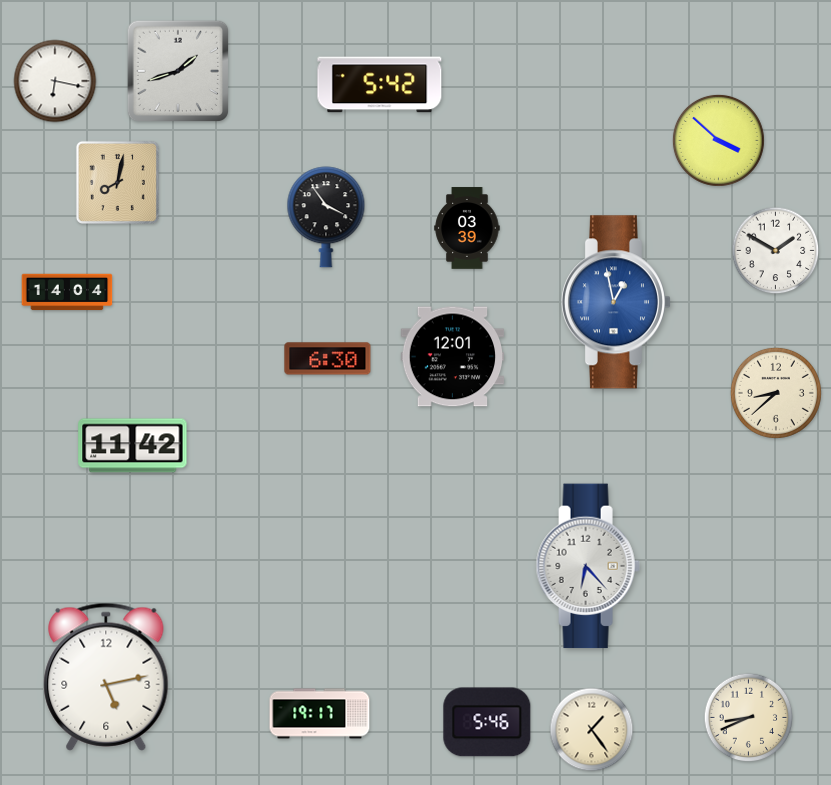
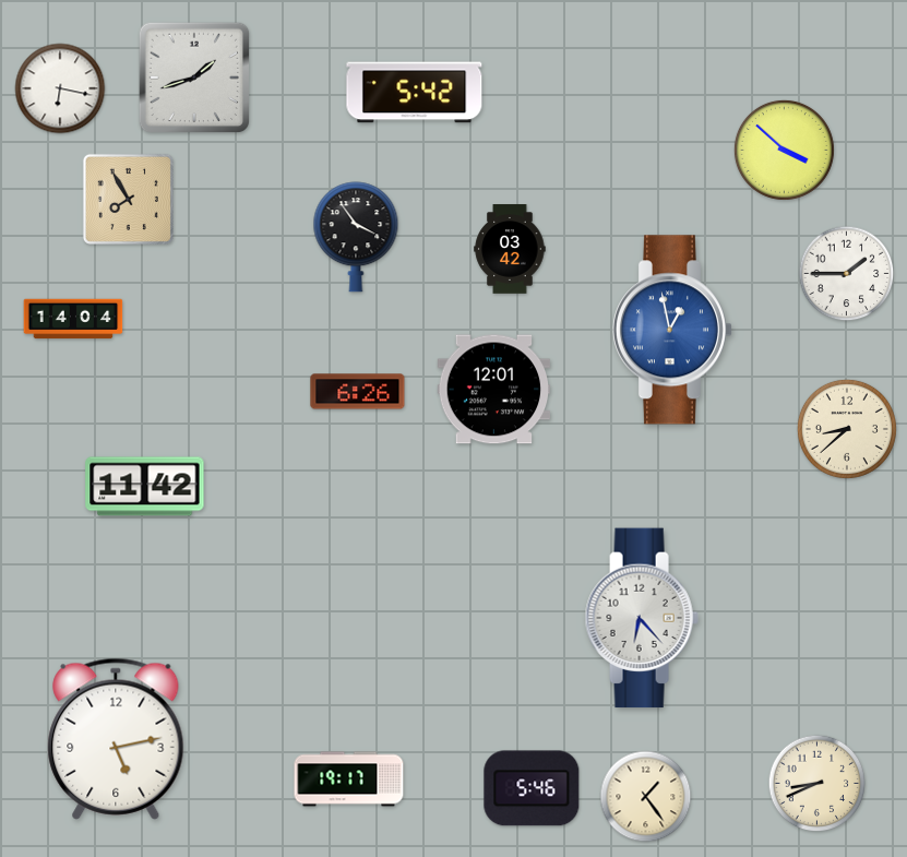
clock at (718, 140) position: (718, 140) -> (784, 150)
clock at (117, 182): 8:02 -> 7:55
clock at (467, 228): 03:39 -> 03:42
clock at (776, 251): 1:50 -> 1:45
clock at (328, 359): 6:30 -> 6:26
